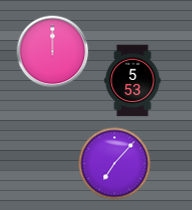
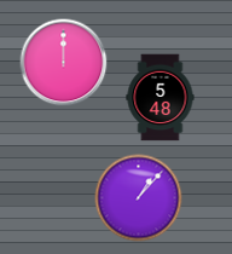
clock at (133, 81): 5:53 -> 5:48
clock at (115, 164): 7:07 -> 1:07
